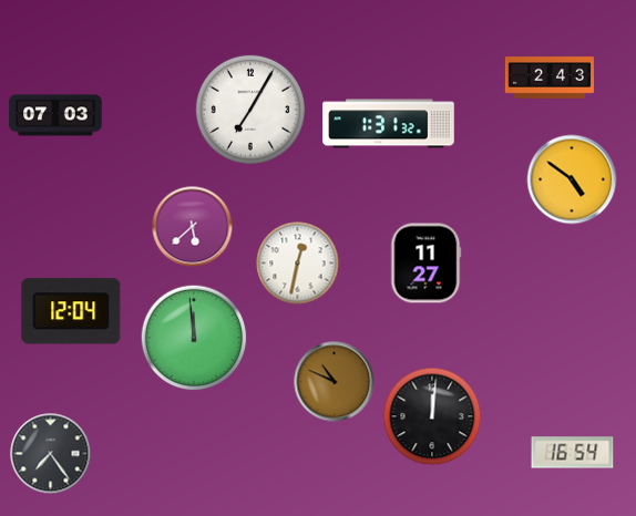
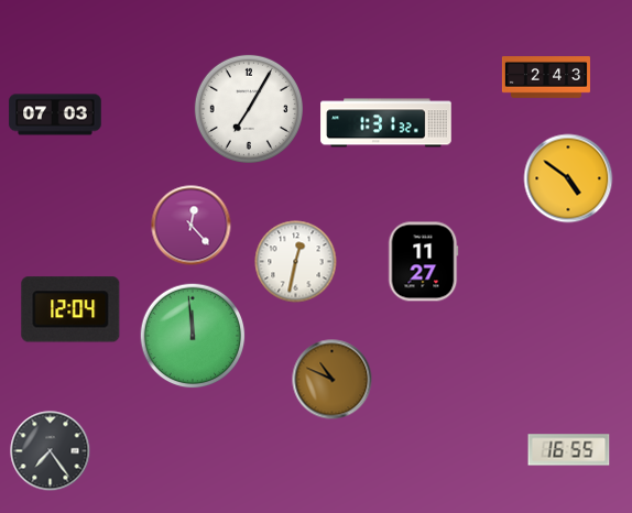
clock at (193, 227): 5:38 -> 12:23
clock at (432, 416): 12:01 -> none
clock at (573, 453): 16:54 -> 16:55
